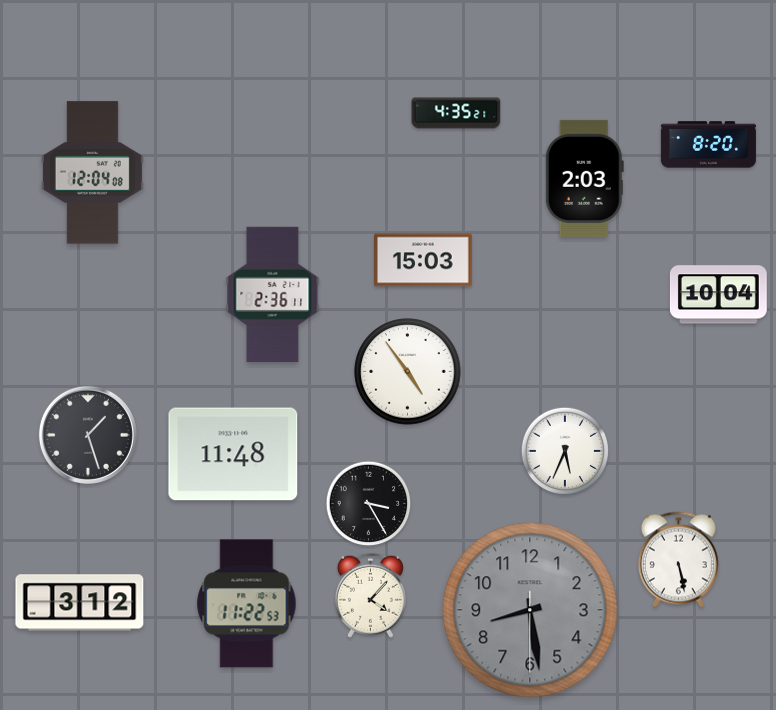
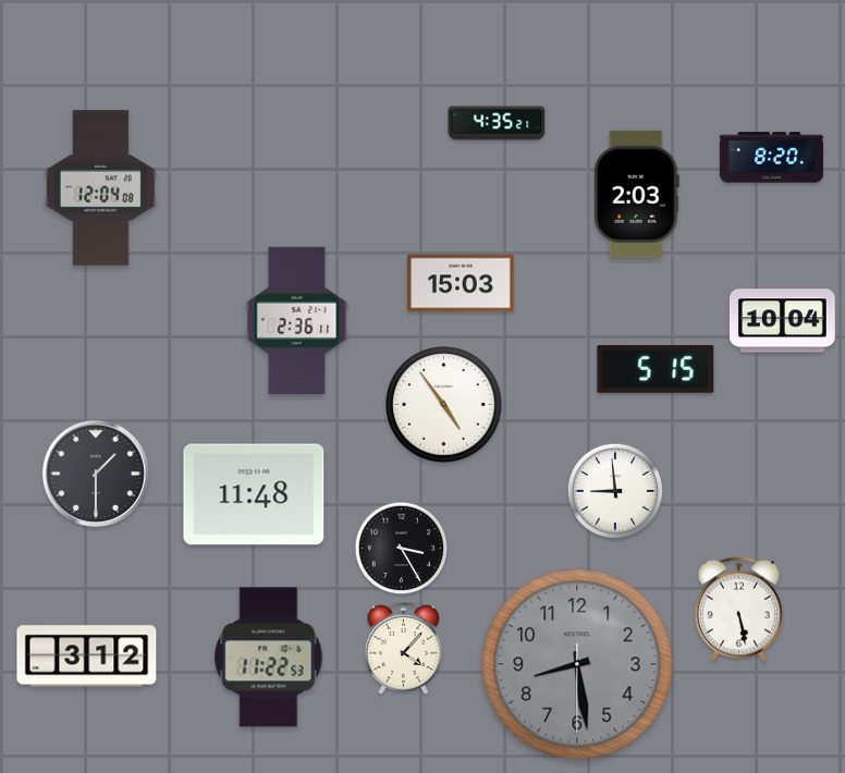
clock at (656, 369): none -> 5:15
clock at (88, 435): 1:27 -> 1:30
clock at (564, 450): 5:34 -> 8:59
